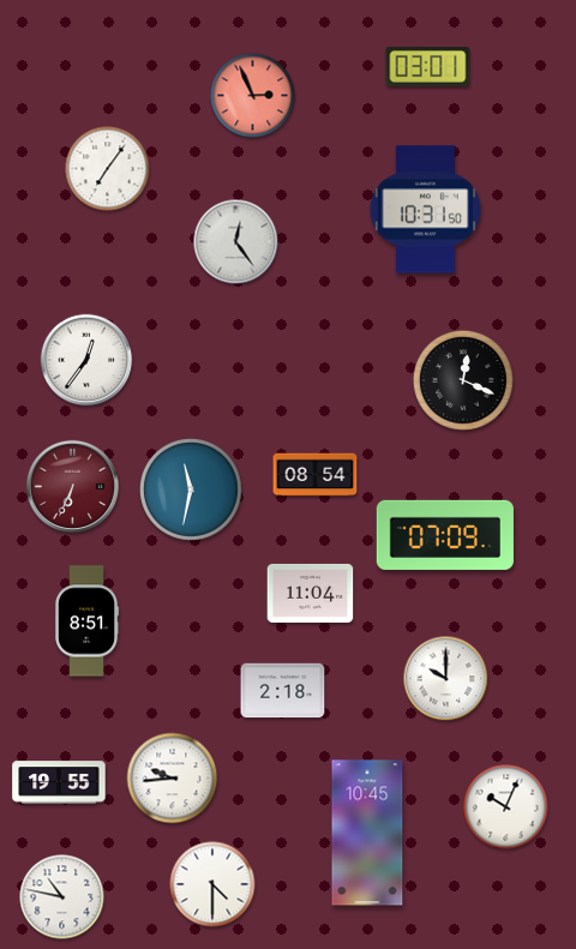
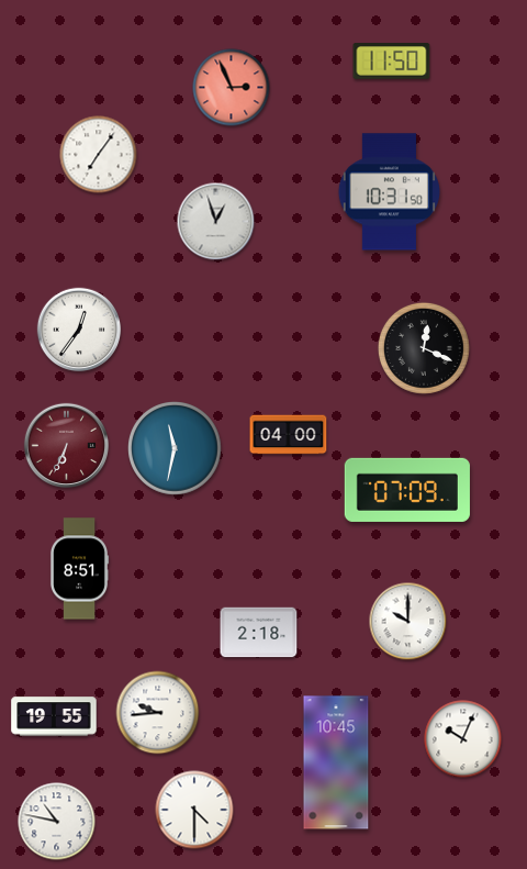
clock at (428, 67): 03:01 -> 11:50
clock at (236, 242): 12:24 -> 12:57
clock at (316, 475): 08:54 -> 04:00
clock at (311, 593): 11:04 -> none
